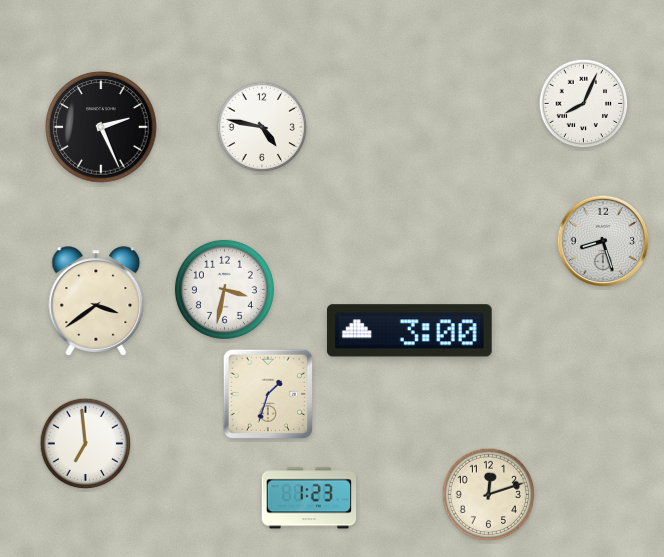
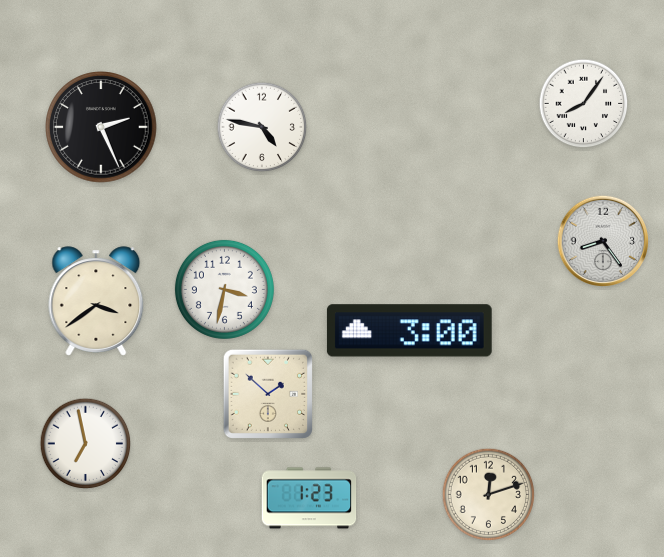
clock at (584, 104): 8:04 -> 8:06
clock at (603, 241): 8:27 -> 8:24
clock at (268, 394): 1:33 -> 1:52
clock at (86, 444): 6:59 -> 6:58
